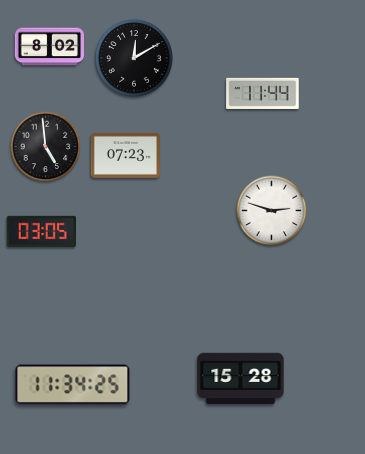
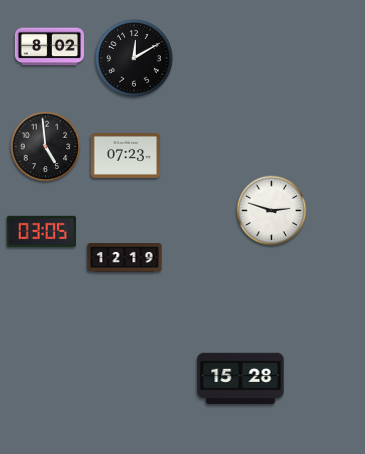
clock at (263, 93): 11:44 -> none
clock at (125, 258): none -> 12:19
clock at (73, 385): 11:34 -> none
